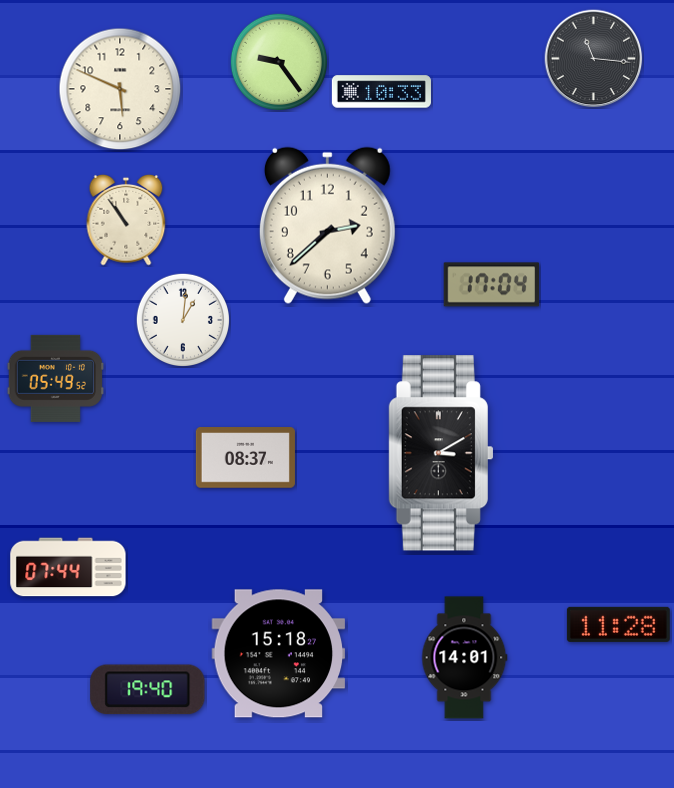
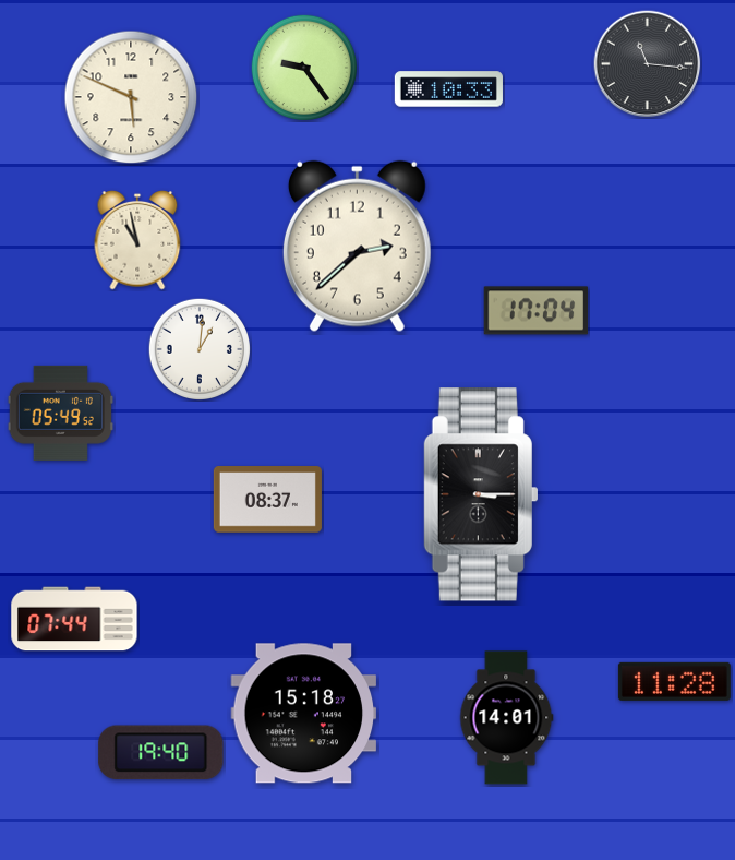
clock at (381, 92) position: (381, 92) -> (448, 89)
clock at (126, 220): 10:54 -> 10:58
clock at (440, 453): 3:10 -> 3:15
